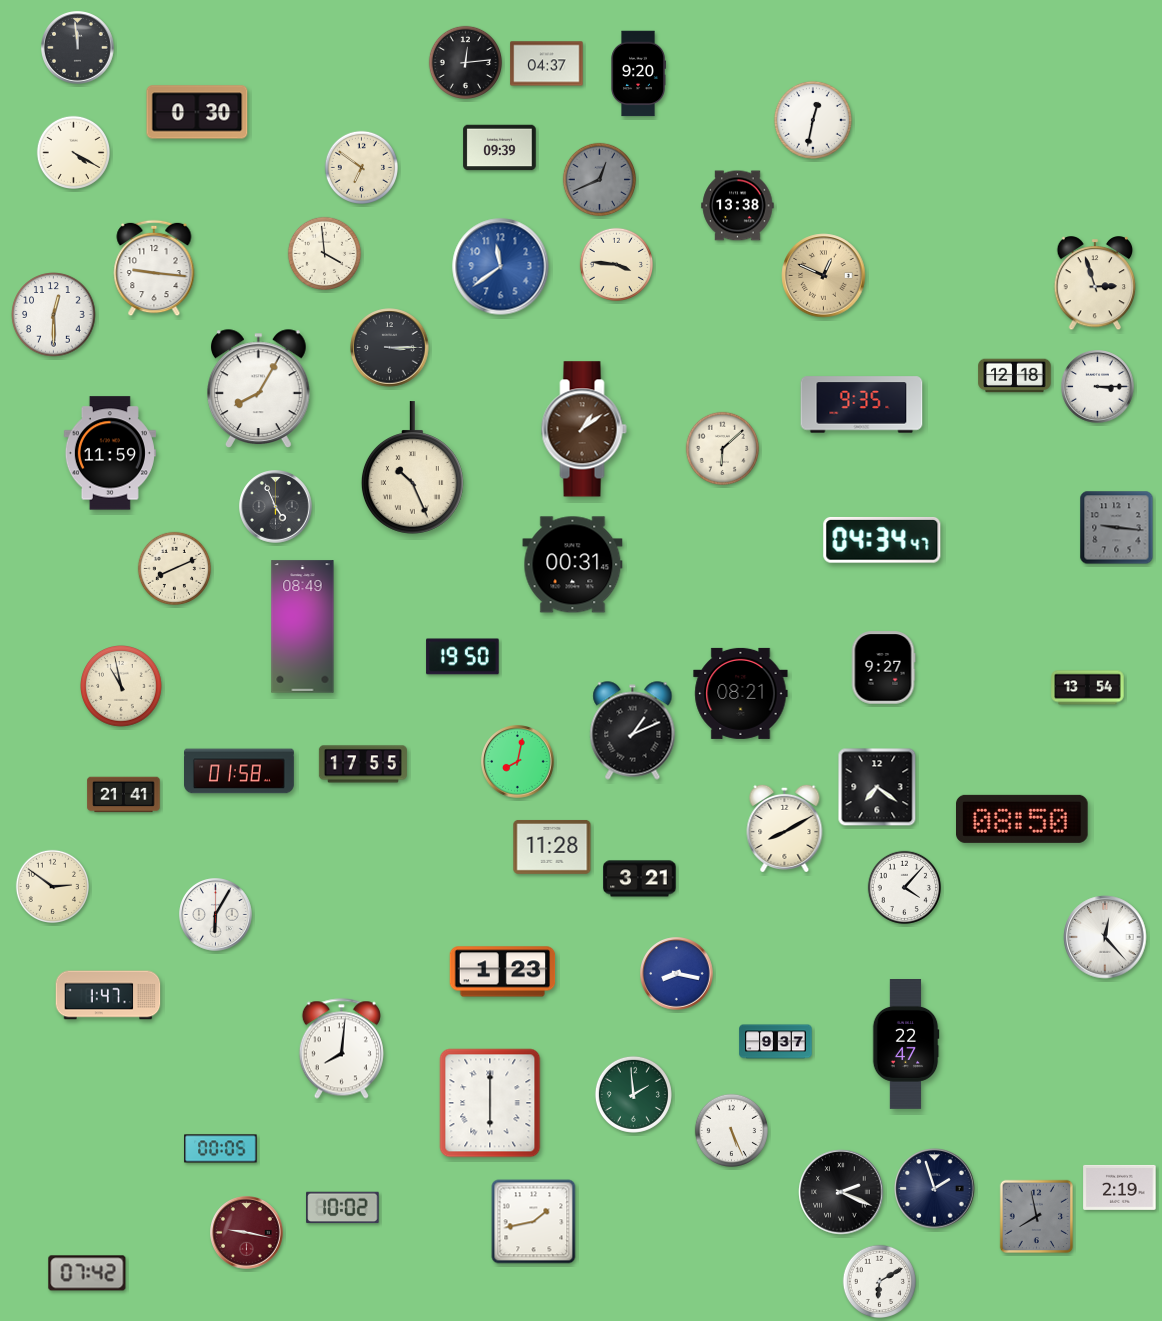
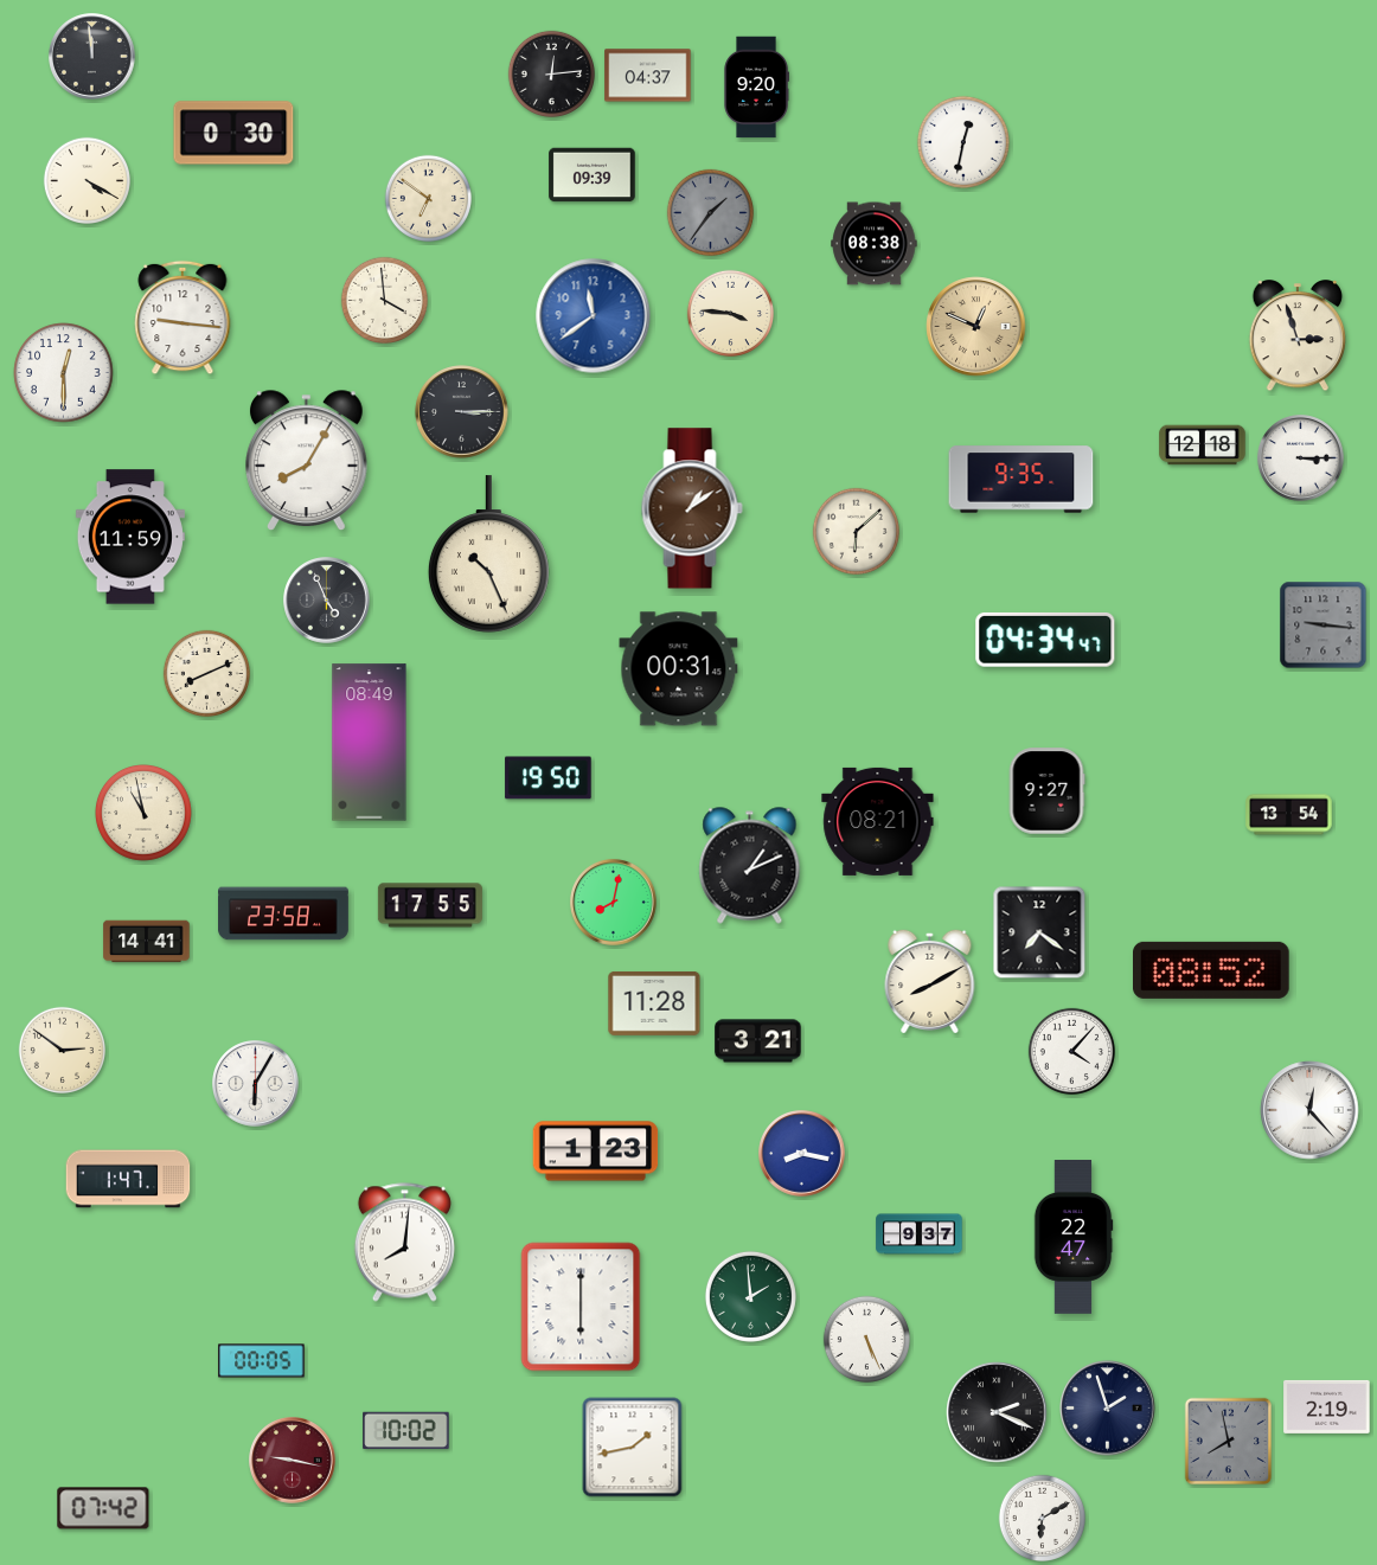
clock at (599, 179): 12:41 -> 1:36
clock at (738, 206): 13:38 -> 08:38
clock at (303, 627) position: (303, 627) -> (370, 743)
clock at (240, 771): 01:58 -> 23:58
clock at (124, 795): 21:41 -> 14:41
clock at (1023, 819): 08:50 -> 08:52
